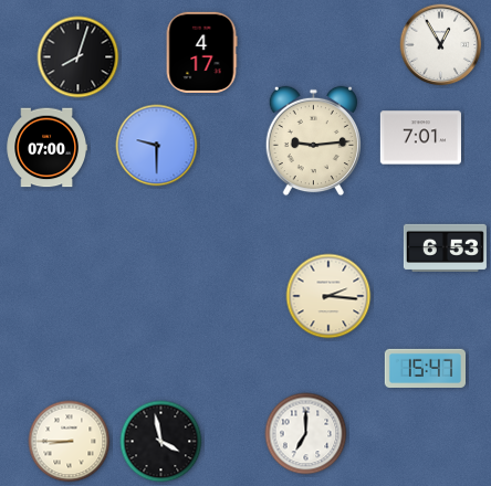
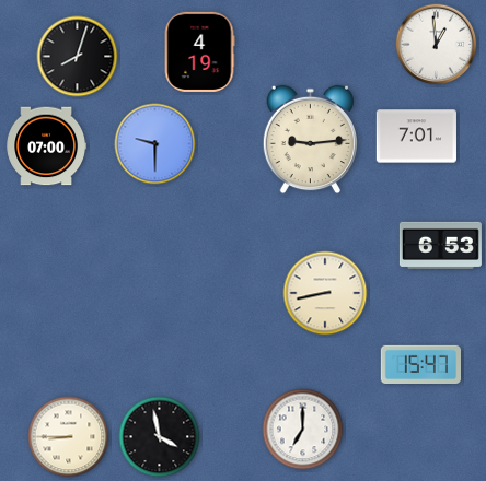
clock at (441, 45): 12:55 -> 12:59
clock at (201, 52): 4:17 -> 4:19
clock at (328, 296): 2:16 -> 8:43
